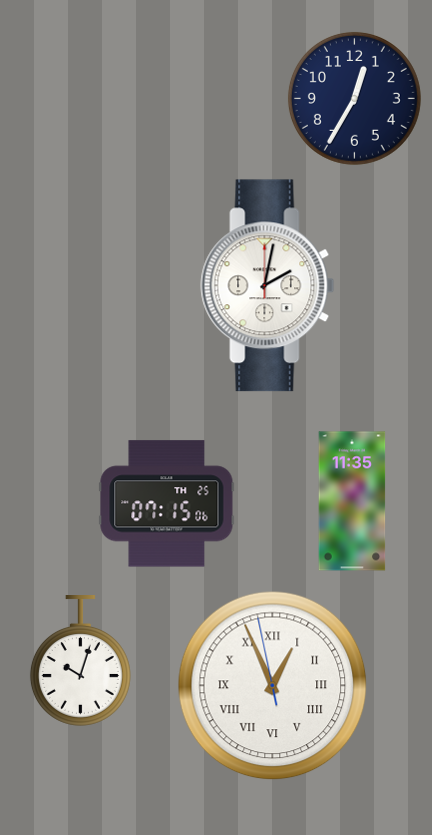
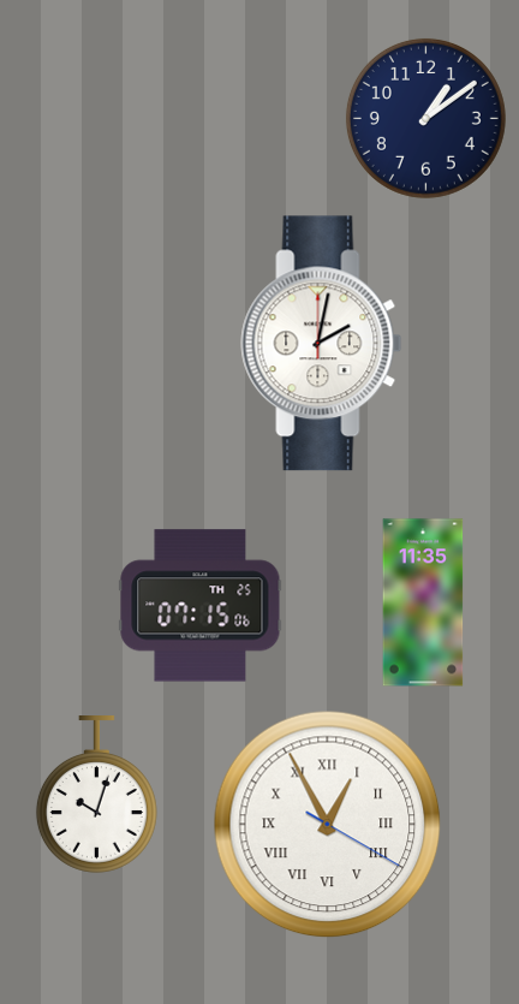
clock at (354, 98): 12:35 -> 1:09
clock at (273, 686): 12:55:58 -> 12:55:20
